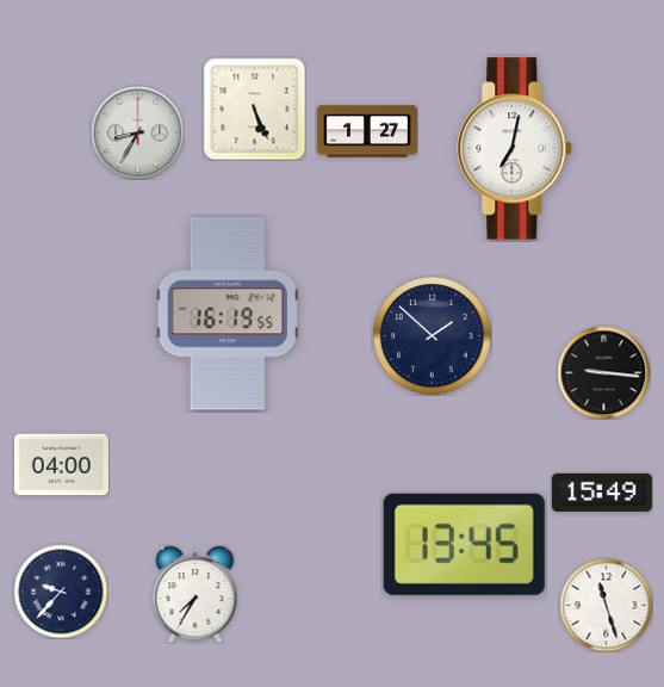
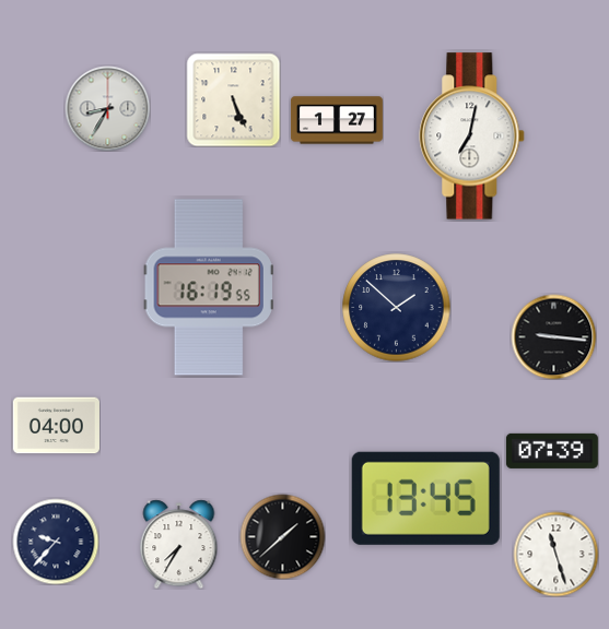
clock at (137, 132) position: (137, 132) -> (107, 108)
clock at (603, 372) position: (603, 372) -> (553, 336)
clock at (602, 493): 15:49 -> 07:39
clock at (282, 536): none -> 1:38
